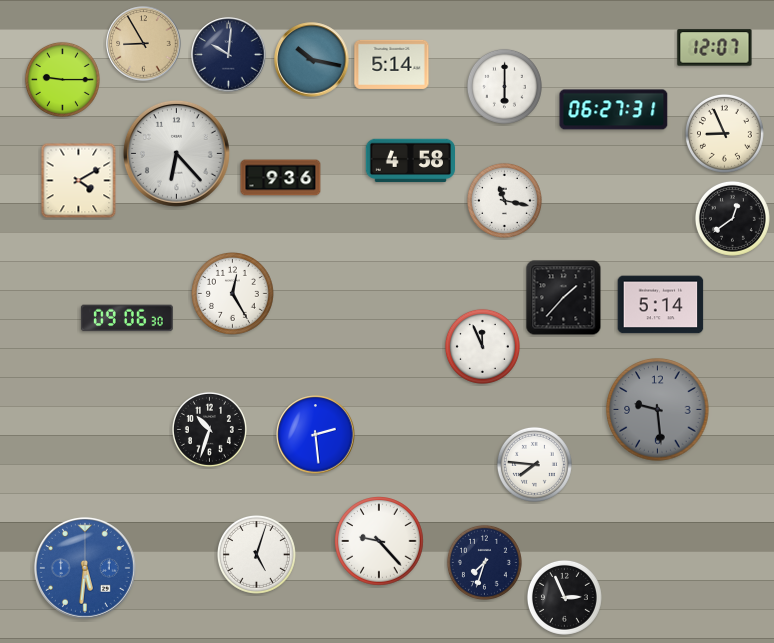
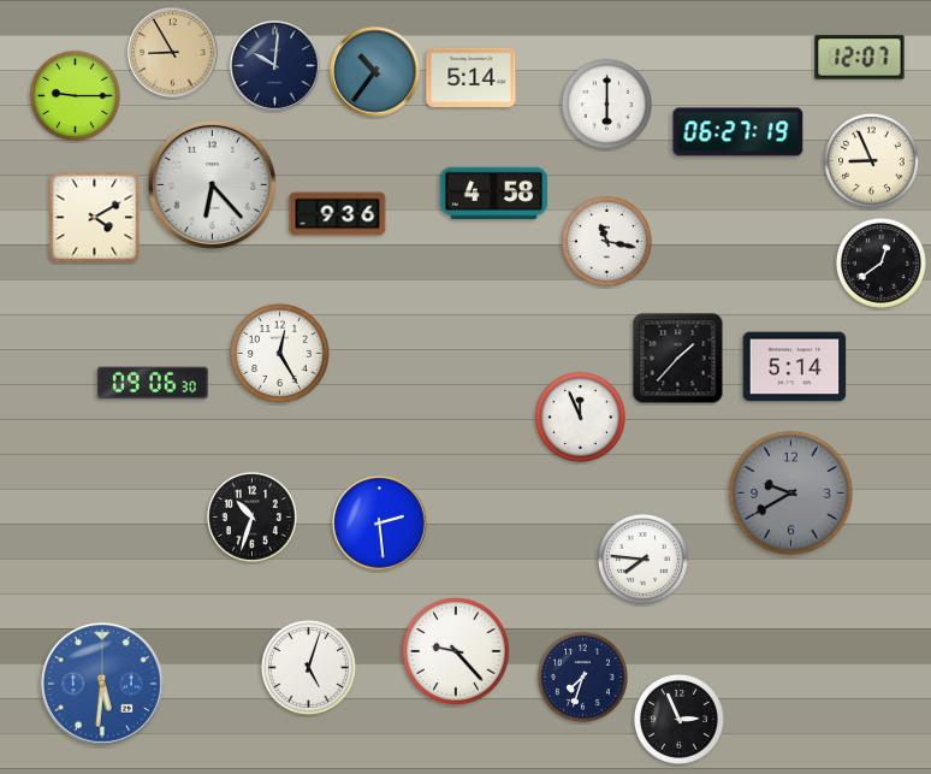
clock at (312, 60): 10:17 -> 10:36
clock at (614, 110): 06:27:31 -> 06:27:19
clock at (658, 410): 9:29 -> 9:40
